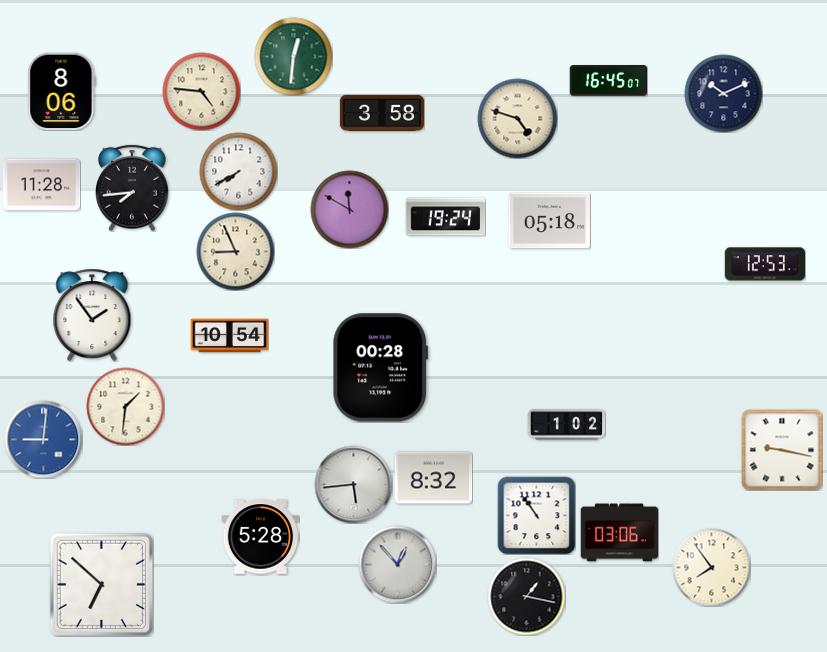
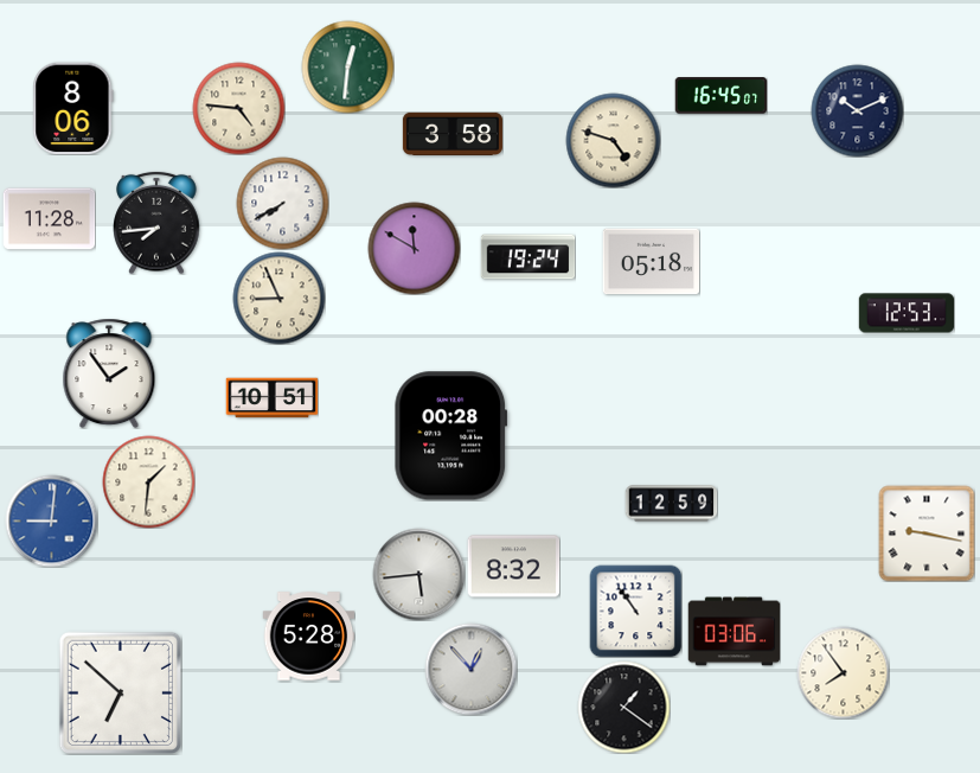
clock at (229, 336): 10:54 -> 10:51
clock at (566, 425): 1:02 -> 12:59
clock at (526, 596): 1:17 -> 1:21
